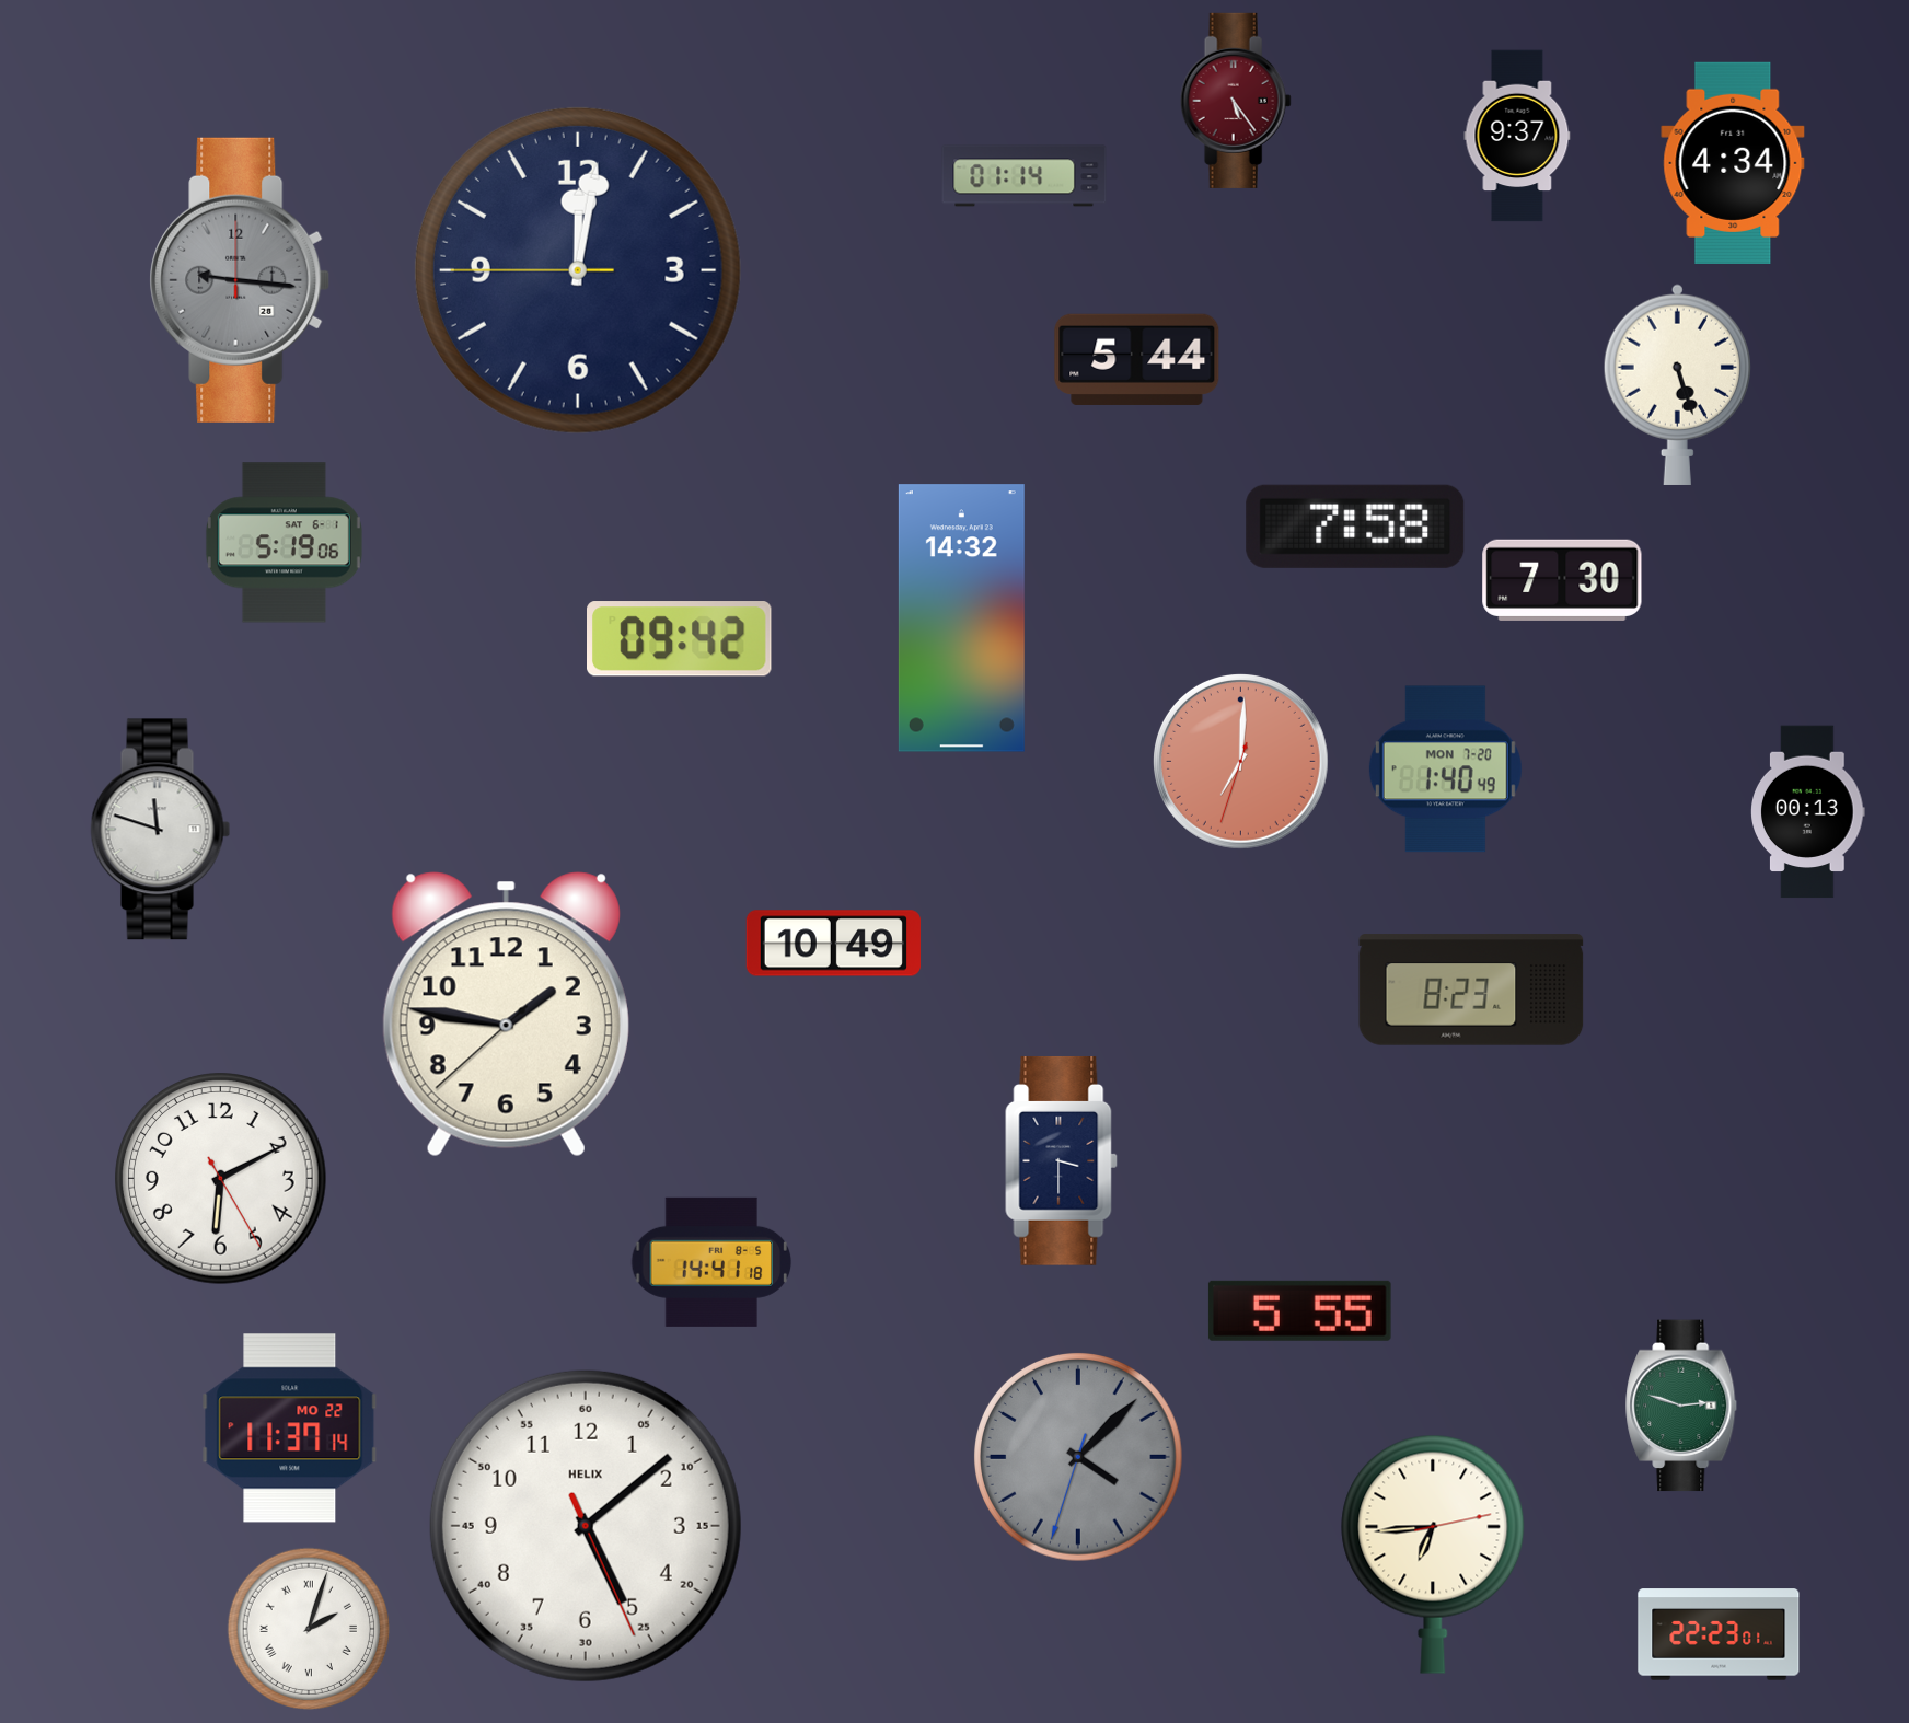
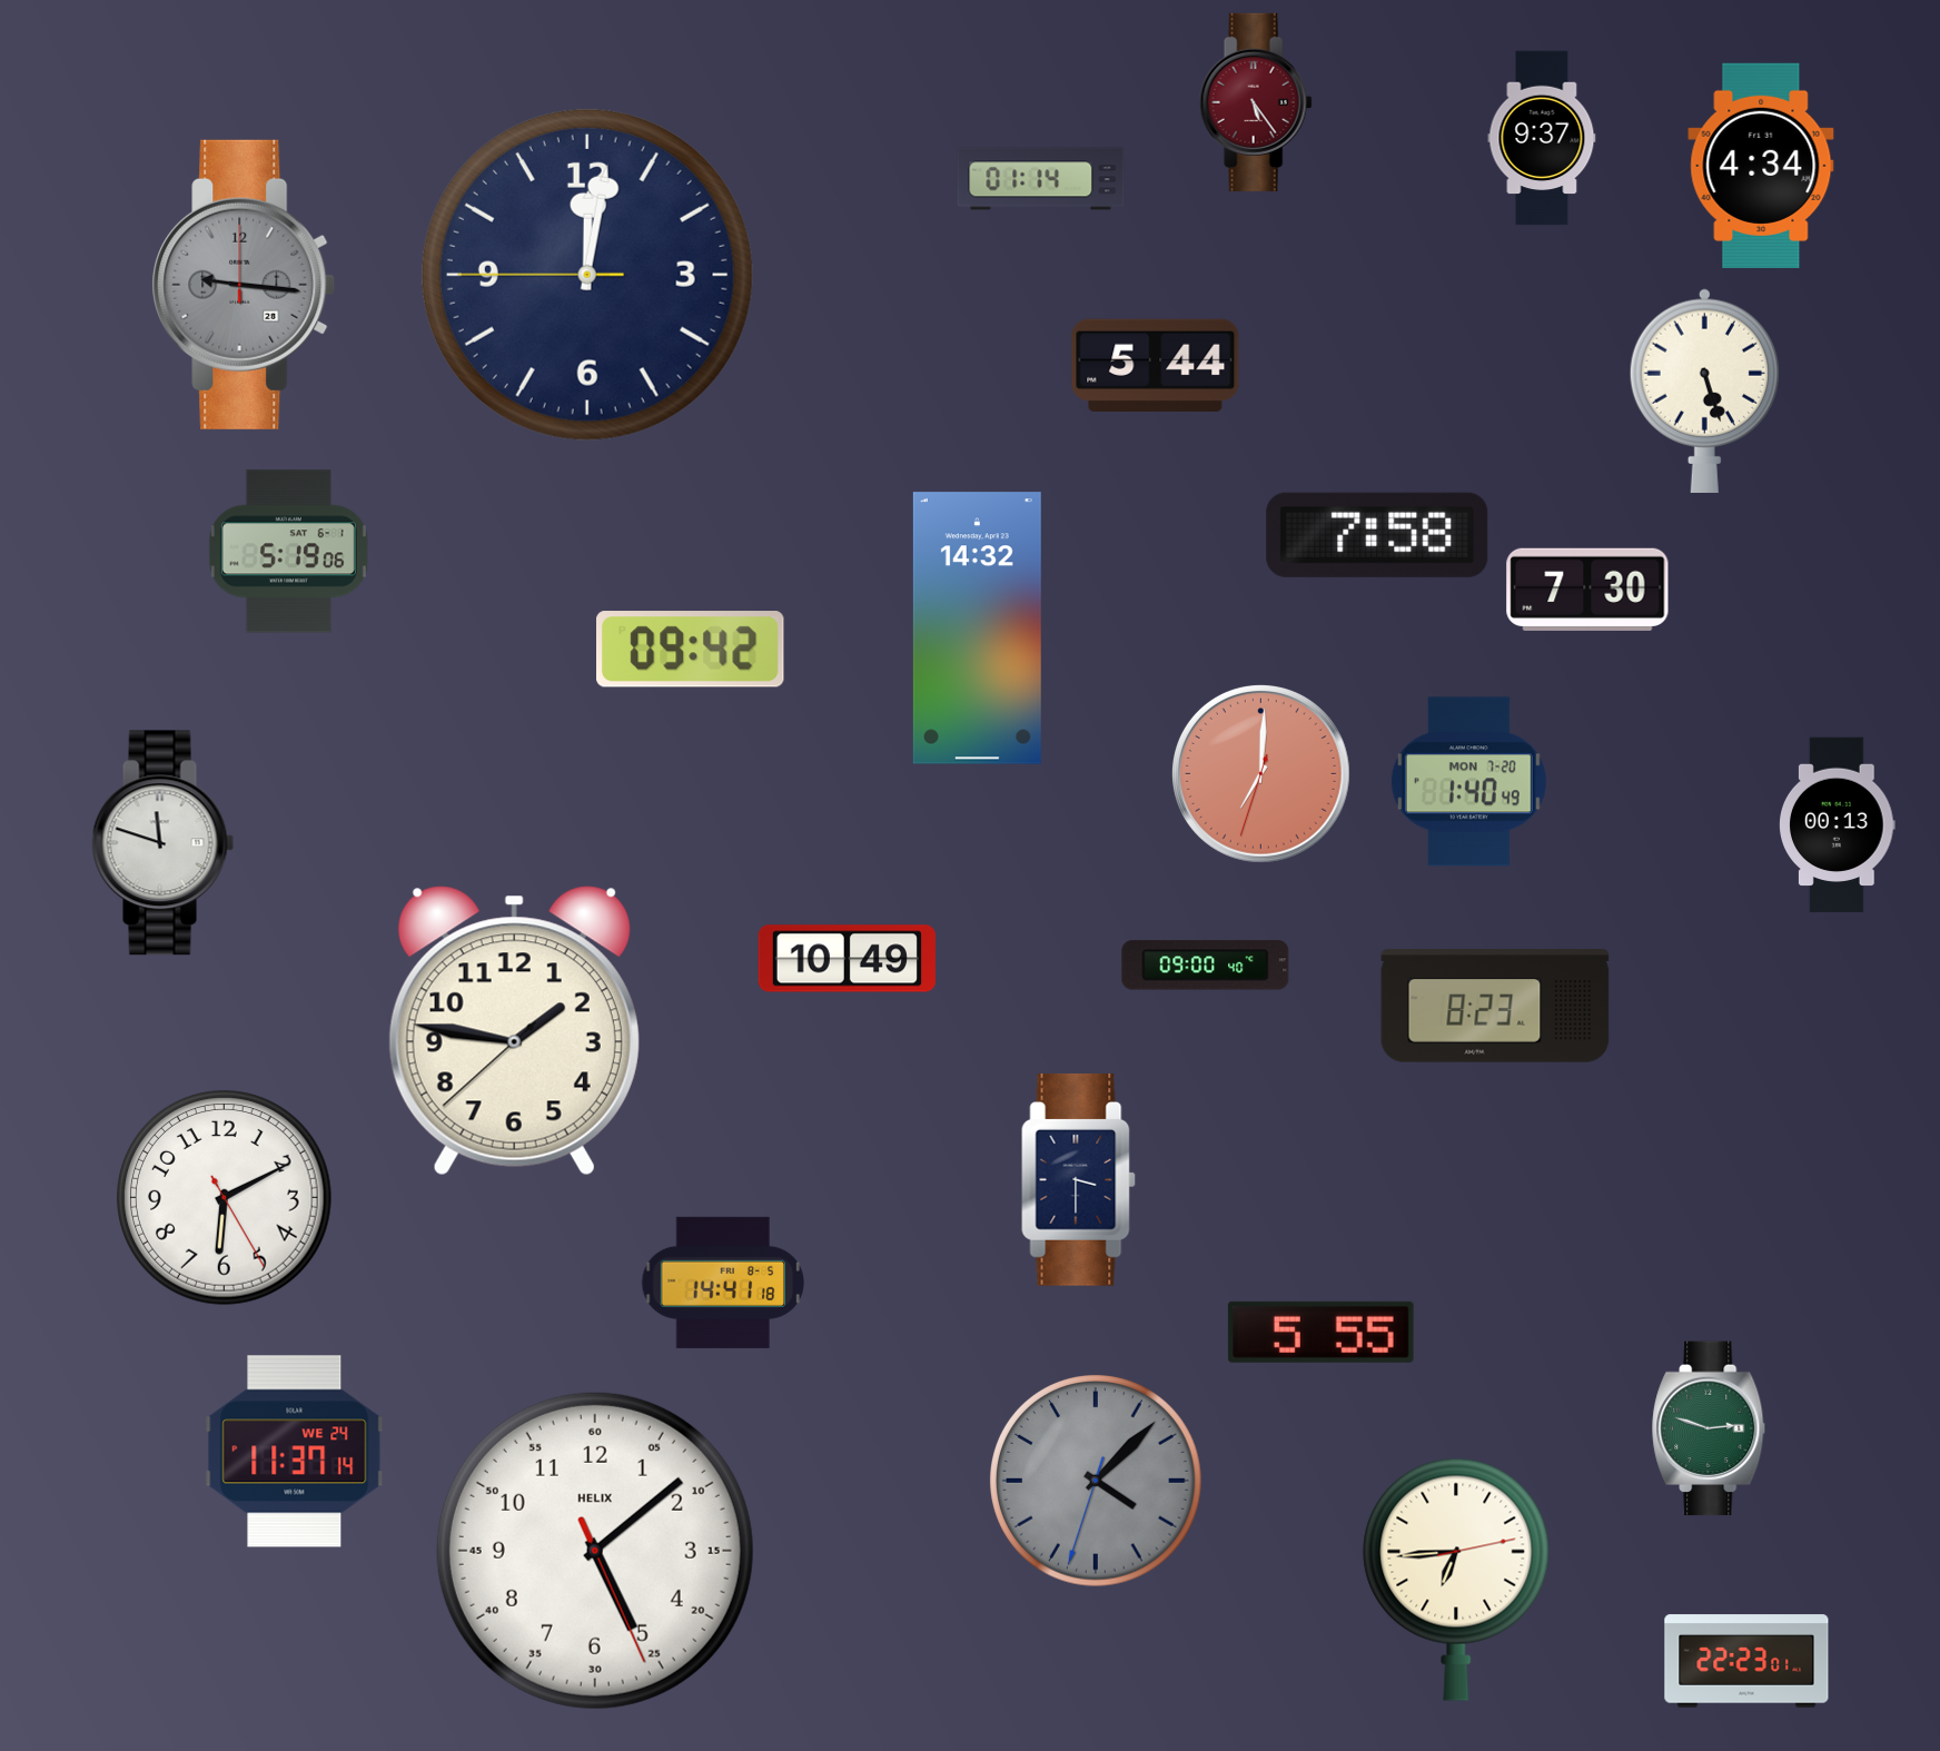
clock at (1206, 966): none -> 09:00
clock at (290, 1429) date: MO 22 -> WE 24
clock at (308, 1628): 2:03 -> none
